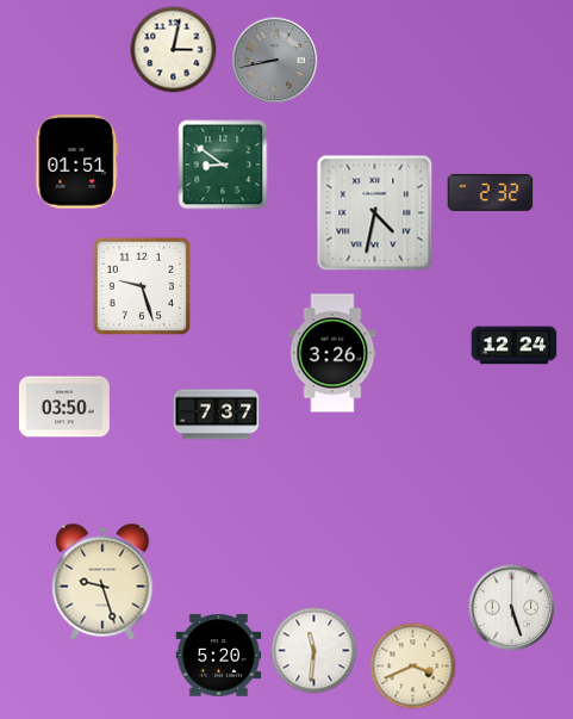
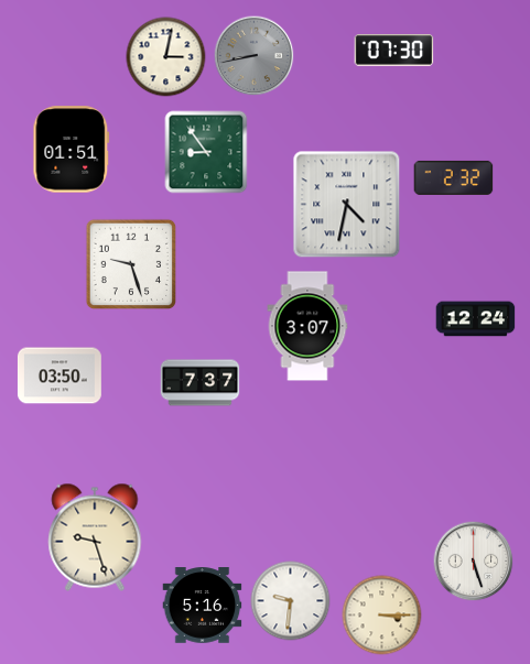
clock at (174, 50) position: (174, 50) -> (166, 57)
clock at (394, 51): none -> 07:30
clock at (223, 165): 8:51 -> 8:54
clock at (375, 213) position: (375, 213) -> (347, 205)
clock at (332, 353): 3:26 -> 3:07
clock at (314, 651): 11:31 -> 9:31
clock at (219, 656): 5:20 -> 5:16
clock at (413, 667): 3:41 -> 3:15
